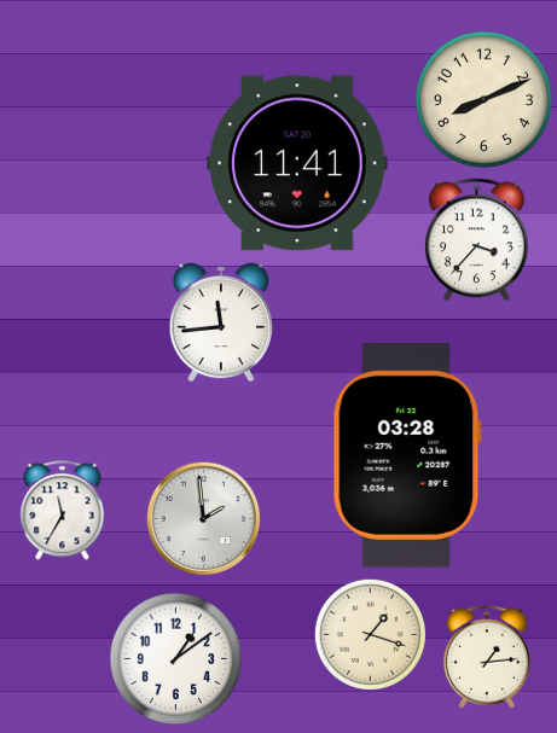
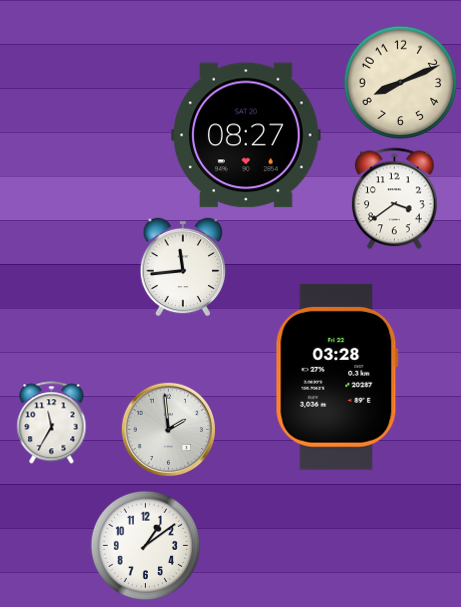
clock at (297, 163): 11:41 -> 08:27
clock at (477, 240): 3:37 -> 3:39
clock at (370, 634): 1:18 -> none
clock at (487, 657): 1:14 -> none
